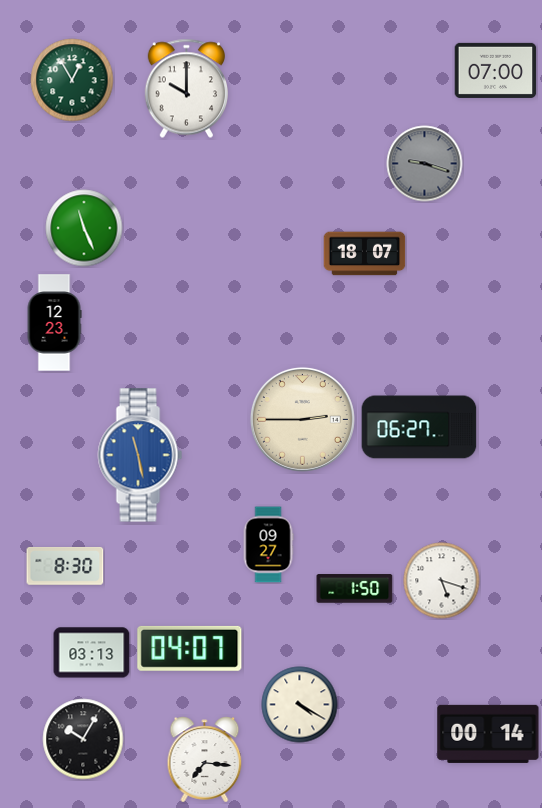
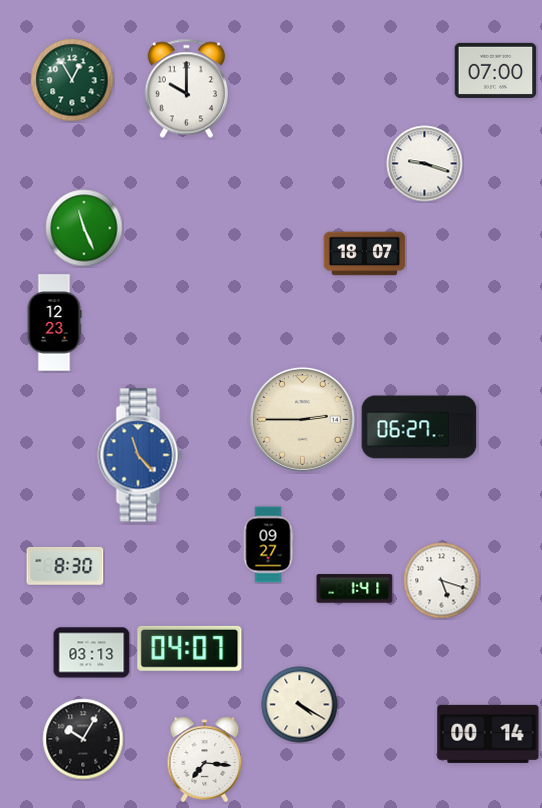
clock at (425, 164) dial: grey -> white
clock at (140, 455): 11:28 -> 11:23
clock at (355, 589): 1:50 -> 1:41
